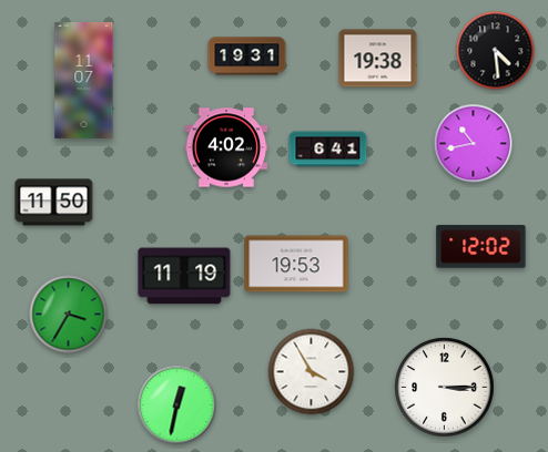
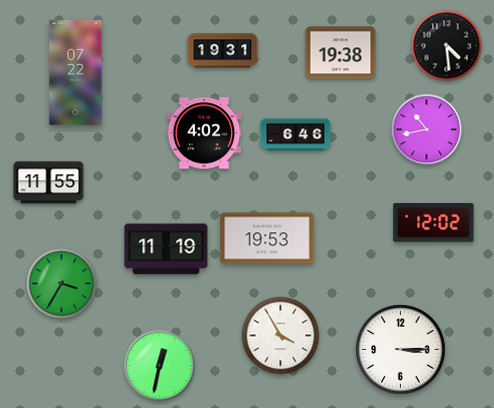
clock at (84, 81): 11:07 -> 07:22
clock at (328, 150): 6:41 -> 6:46
clock at (54, 203): 11:50 -> 11:55
